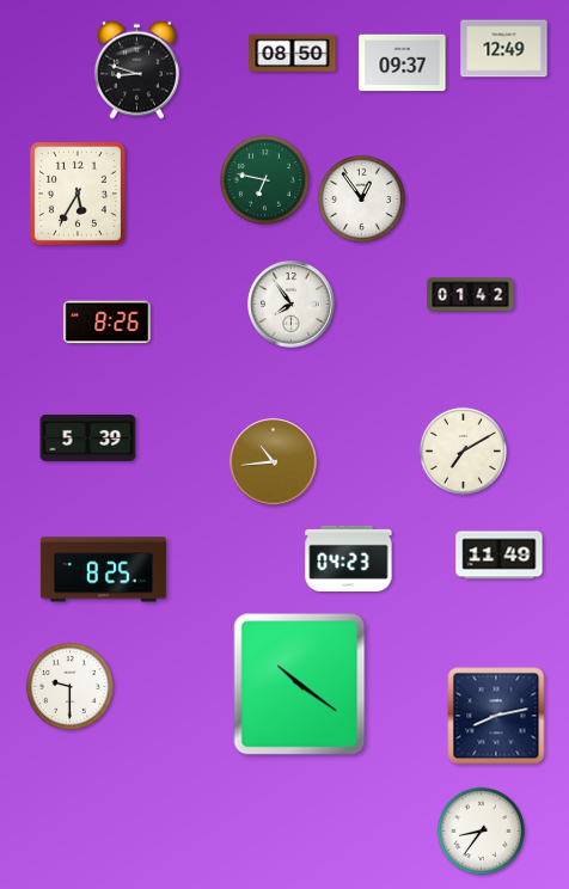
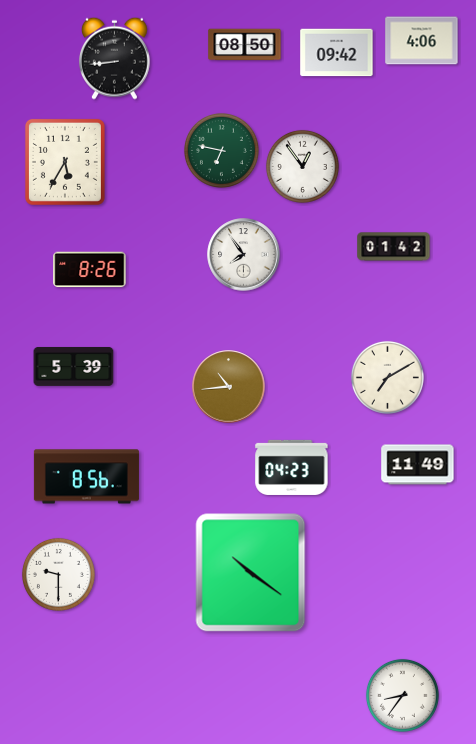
clock at (504, 49): 12:49 -> 4:06
clock at (403, 63): 09:37 -> 09:42
clock at (136, 69): 8:48 -> 8:44
clock at (103, 570): 8:25 -> 8:56
clock at (496, 716): 8:13 -> none
